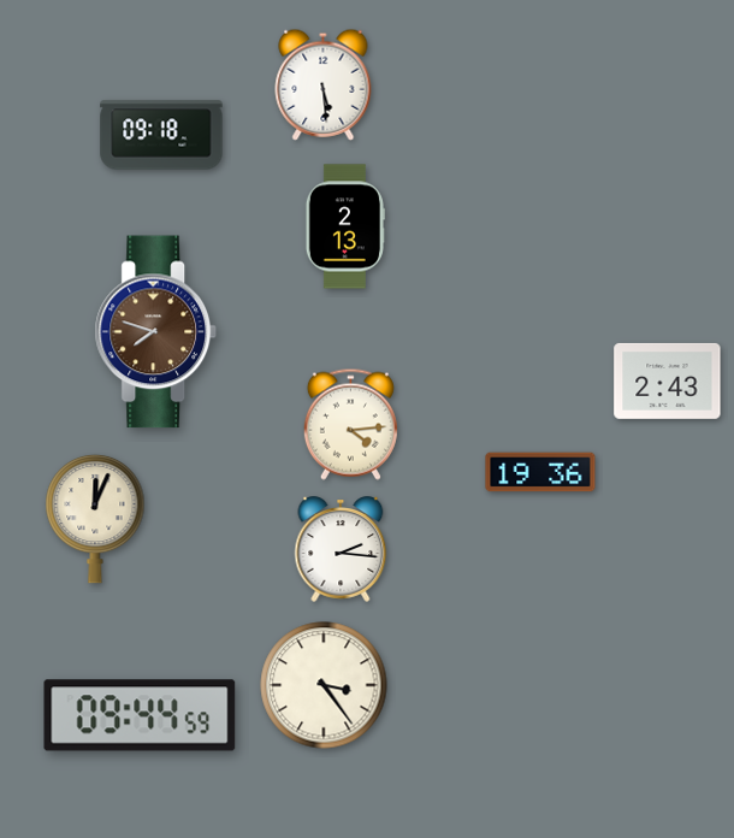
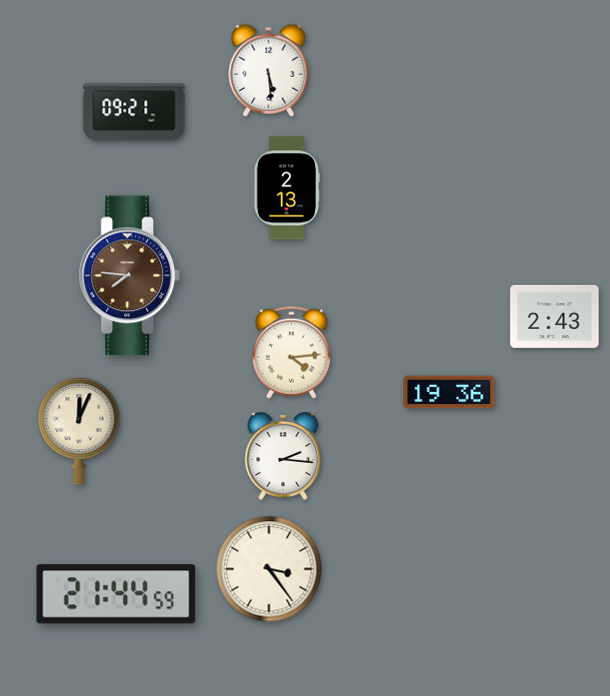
clock at (161, 135): 09:18 -> 09:21
clock at (156, 332): 7:48 -> 7:46
clock at (140, 715): 09:44 -> 21:44
